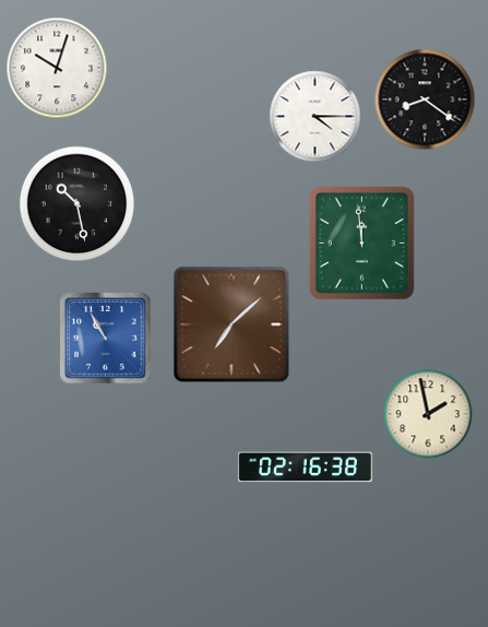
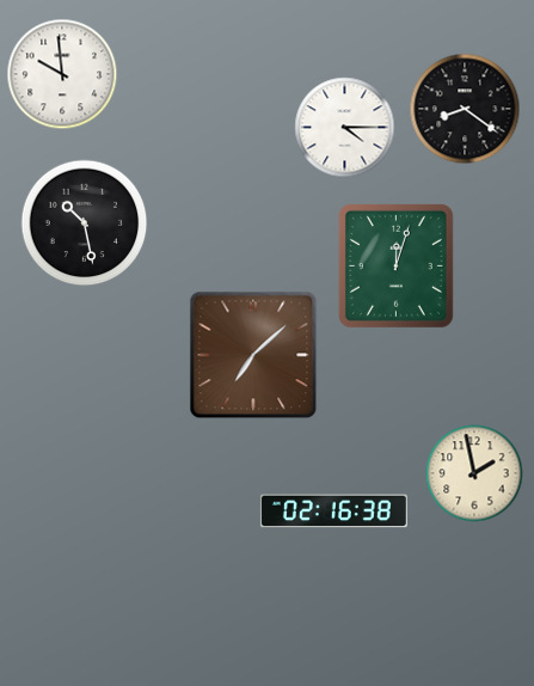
clock at (57, 68): 10:03 -> 9:59
clock at (361, 242): 11:59 -> 12:03
clock at (106, 339): 10:55 -> none
clock at (428, 414) position: (428, 414) -> (474, 473)
